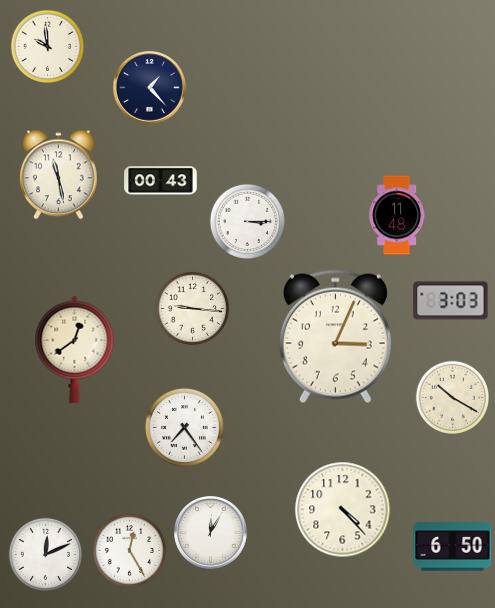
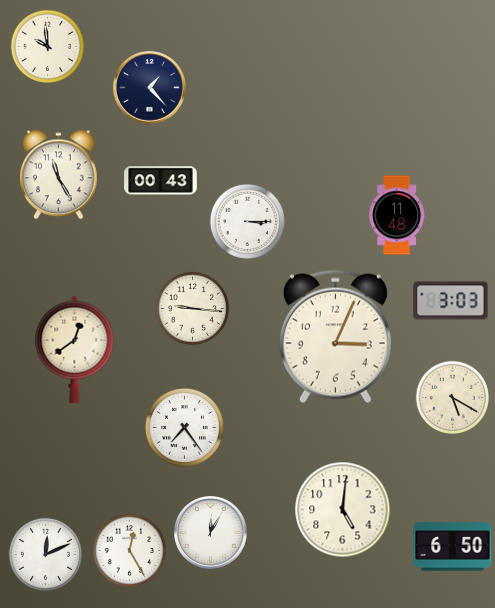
clock at (59, 175): 11:28 -> 11:25
clock at (452, 397): 10:20 -> 5:20
clock at (343, 510): 4:23 -> 5:01
